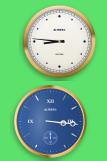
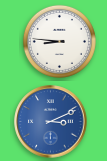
clock at (51, 122): 3:16 -> 3:11
